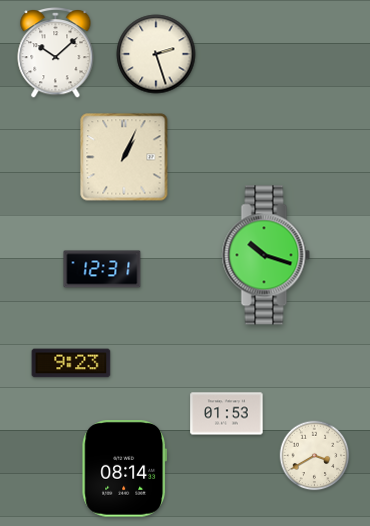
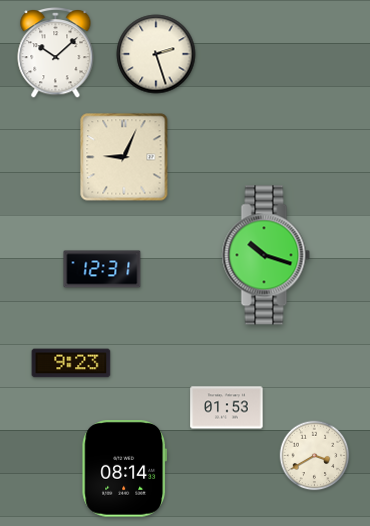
clock at (124, 157): 1:04 -> 9:04
clock at (227, 414) position: (227, 414) -> (227, 408)
